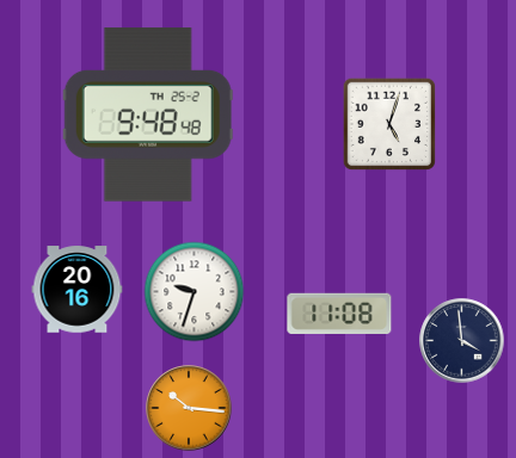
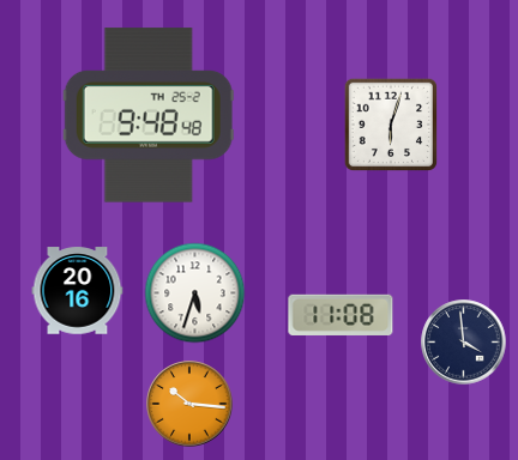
clock at (388, 123): 5:03 -> 6:03
clock at (195, 292): 9:33 -> 5:33
clock at (189, 408) position: (189, 408) -> (189, 404)
